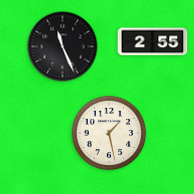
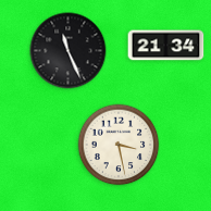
clock at (153, 42): 2:55 -> 21:34
clock at (109, 133): 1:28 -> 3:28
